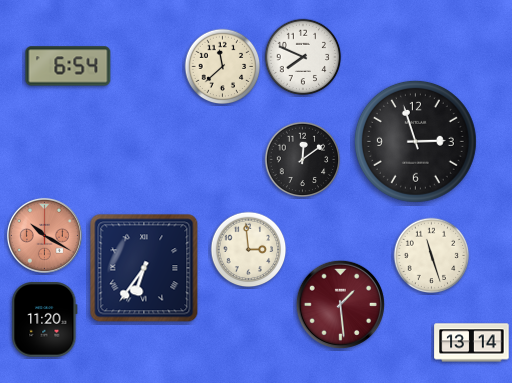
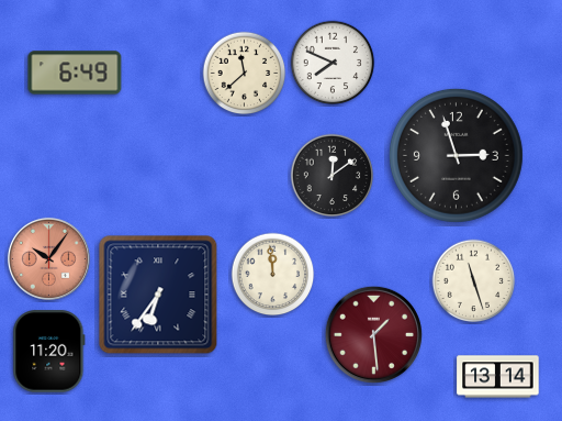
clock at (68, 66): 6:54 -> 6:49
clock at (44, 235): 10:20 -> 10:06
clock at (249, 250): 2:59 -> 11:59
clock at (472, 343) position: (472, 343) -> (498, 377)
